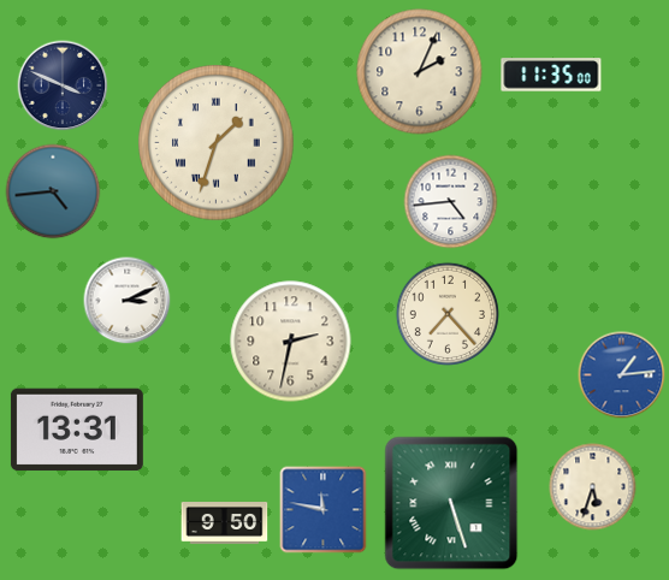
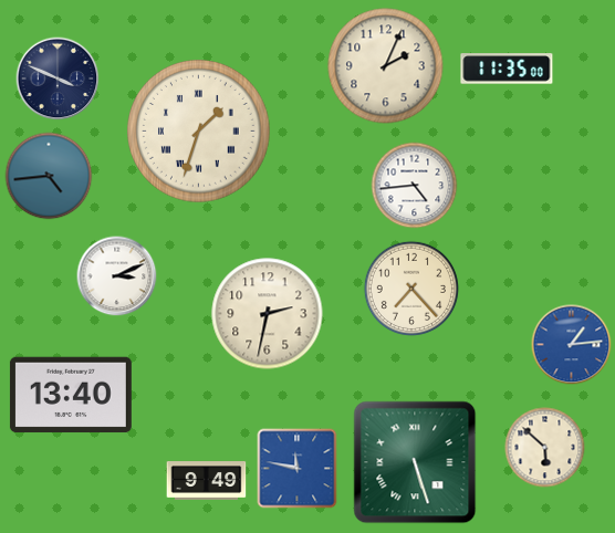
clock at (77, 430): 13:31 -> 13:40
clock at (593, 487): 5:33 -> 5:52
clock at (225, 523): 9:50 -> 9:49
